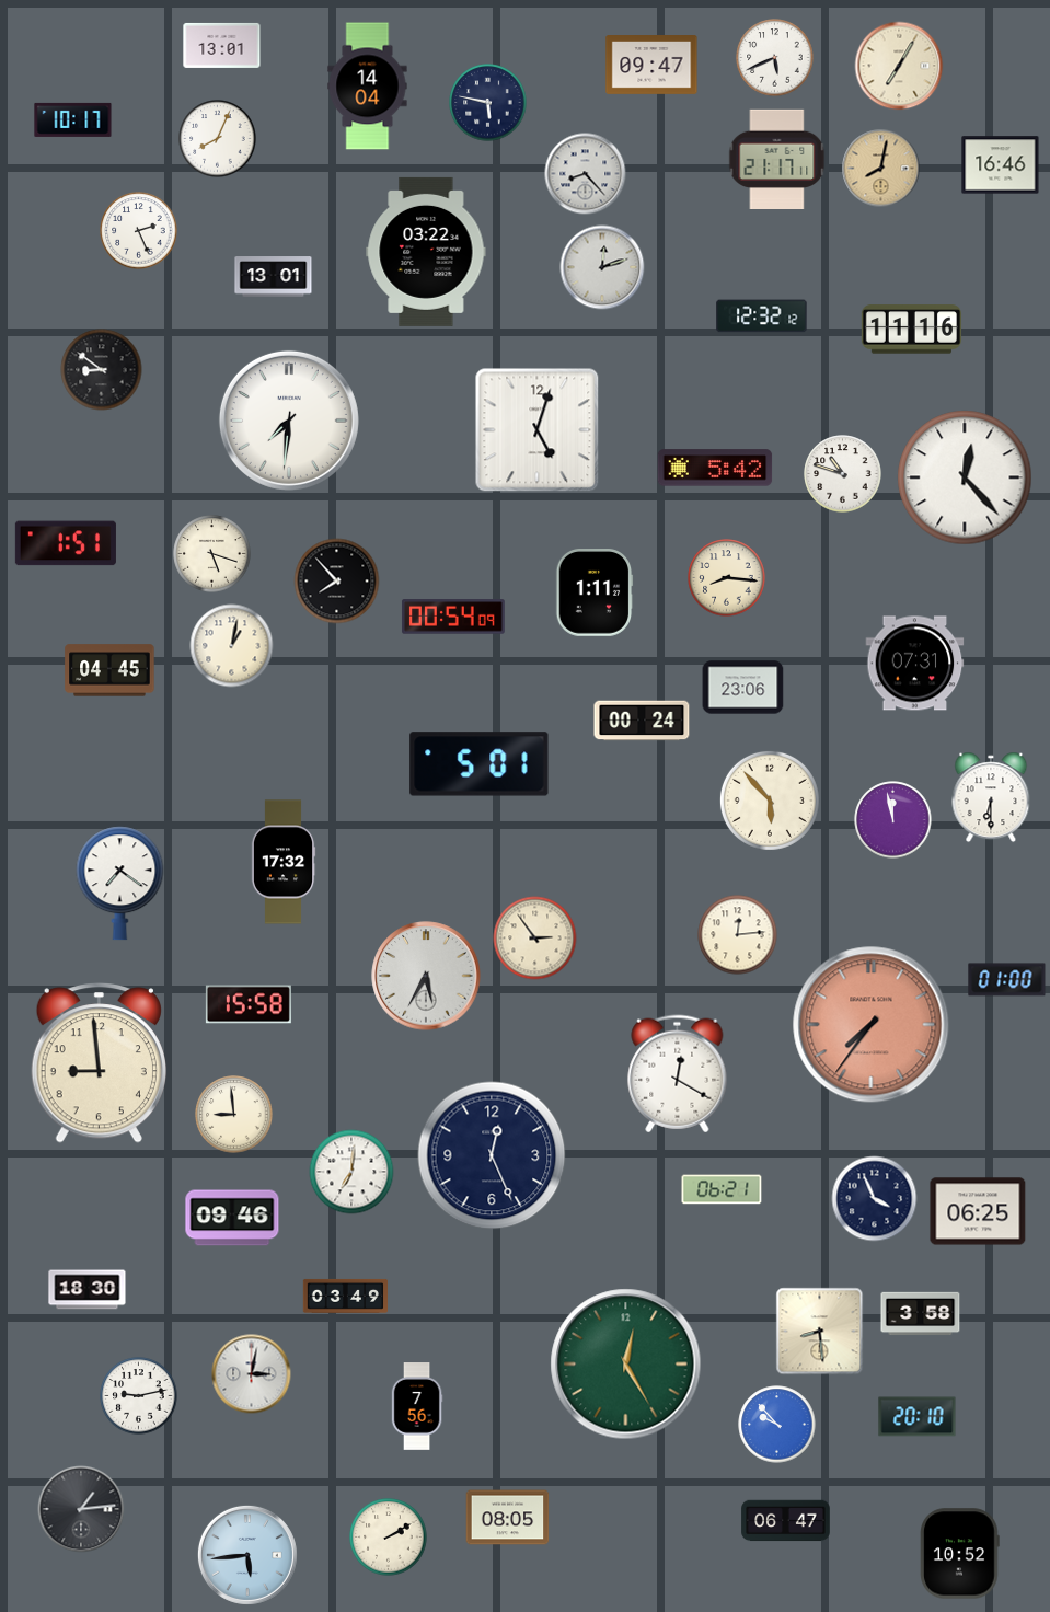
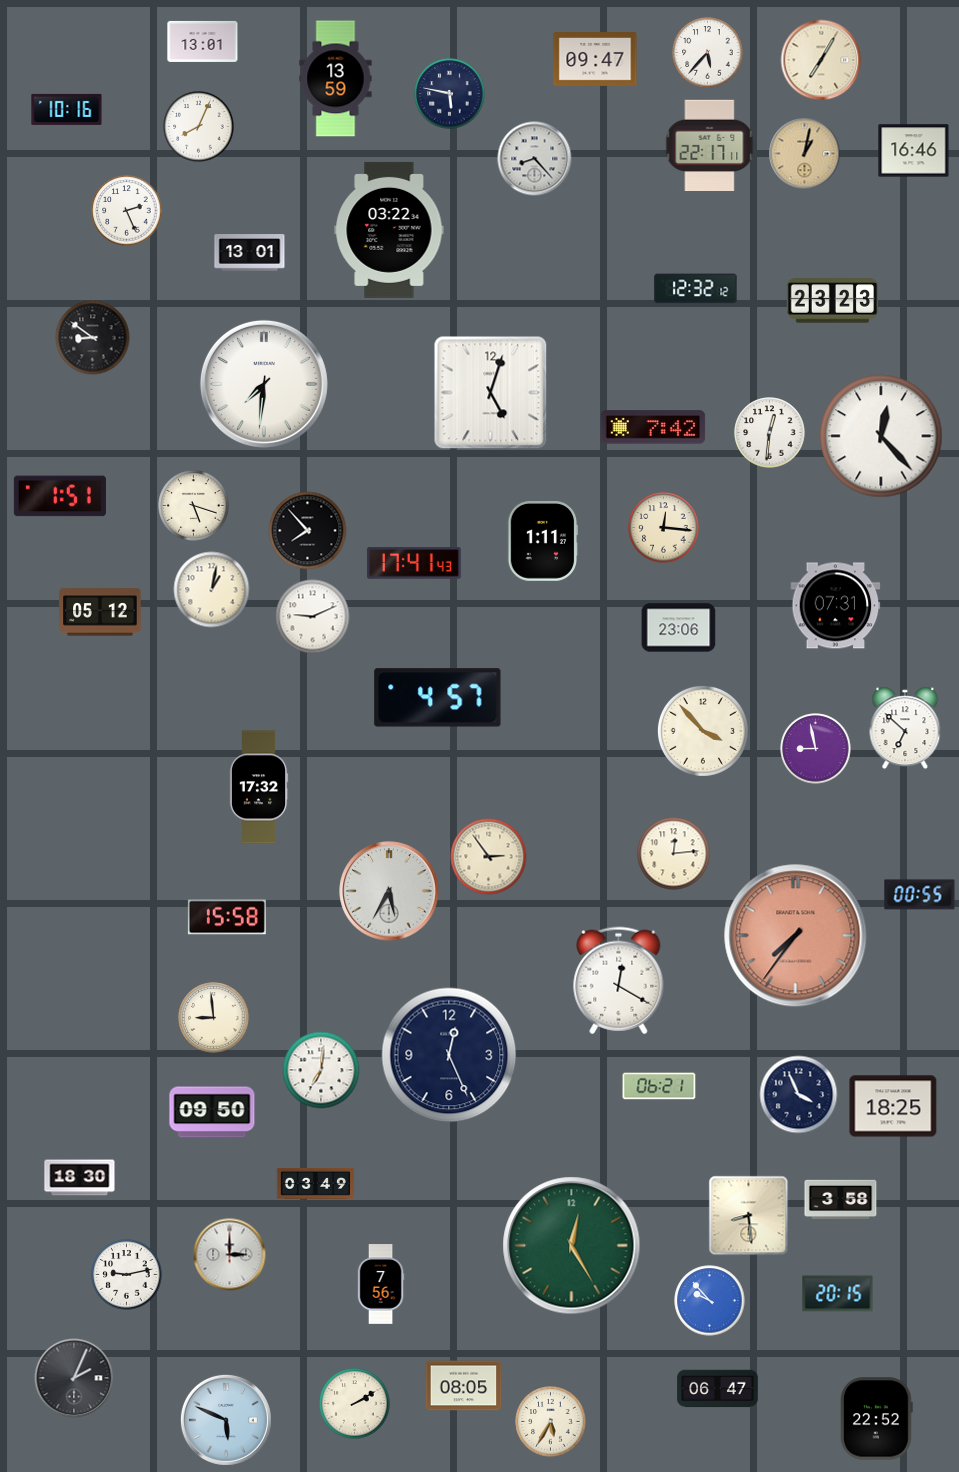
clock at (775, 58): 5:41 -> 5:37
clock at (368, 87): 14:04 -> 13:59
clock at (488, 103) position: (488, 103) -> (450, 94)
clock at (73, 119): 10:17 -> 10:16
clock at (777, 159): 21:17 -> 22:17
clock at (881, 169): 8:02 -> 1:02
clock at (602, 267): 12:12 -> none
clock at (912, 330): 11:16 -> 23:23
clock at (715, 468): 5:42 -> 7:42
clock at (843, 474): 10:48 -> 12:31
clock at (727, 578): 8:16 -> 12:16
clock at (453, 617): 00:54 -> 17:41
clock at (109, 670): 04:45 -> 05:12
clock at (313, 617): none -> 9:11
clock at (642, 721): 00:24 -> none
clock at (480, 764): 5:01 -> 4:57
clock at (991, 797): 6:30 -> 6:52
clock at (770, 801): 5:53 -> 3:53
clock at (893, 820): 11:58 -> 8:58
clock at (120, 884): 7:21 -> none
clock at (1007, 980): 01:00 -> 00:55
clock at (99, 1063): 8:59 -> none
clock at (978, 1211): 06:25 -> 18:25
clock at (232, 1218): 09:46 -> 09:50
clock at (252, 1374): 3:02 -> 3:00
clock at (918, 1417): 20:10 -> 20:15
clock at (81, 1509): 1:14 -> 2:04
clock at (960, 1554): 10:52 -> 22:52
clock at (247, 1555): 5:44 -> 5:49
clock at (551, 1422): none -> 5:35
